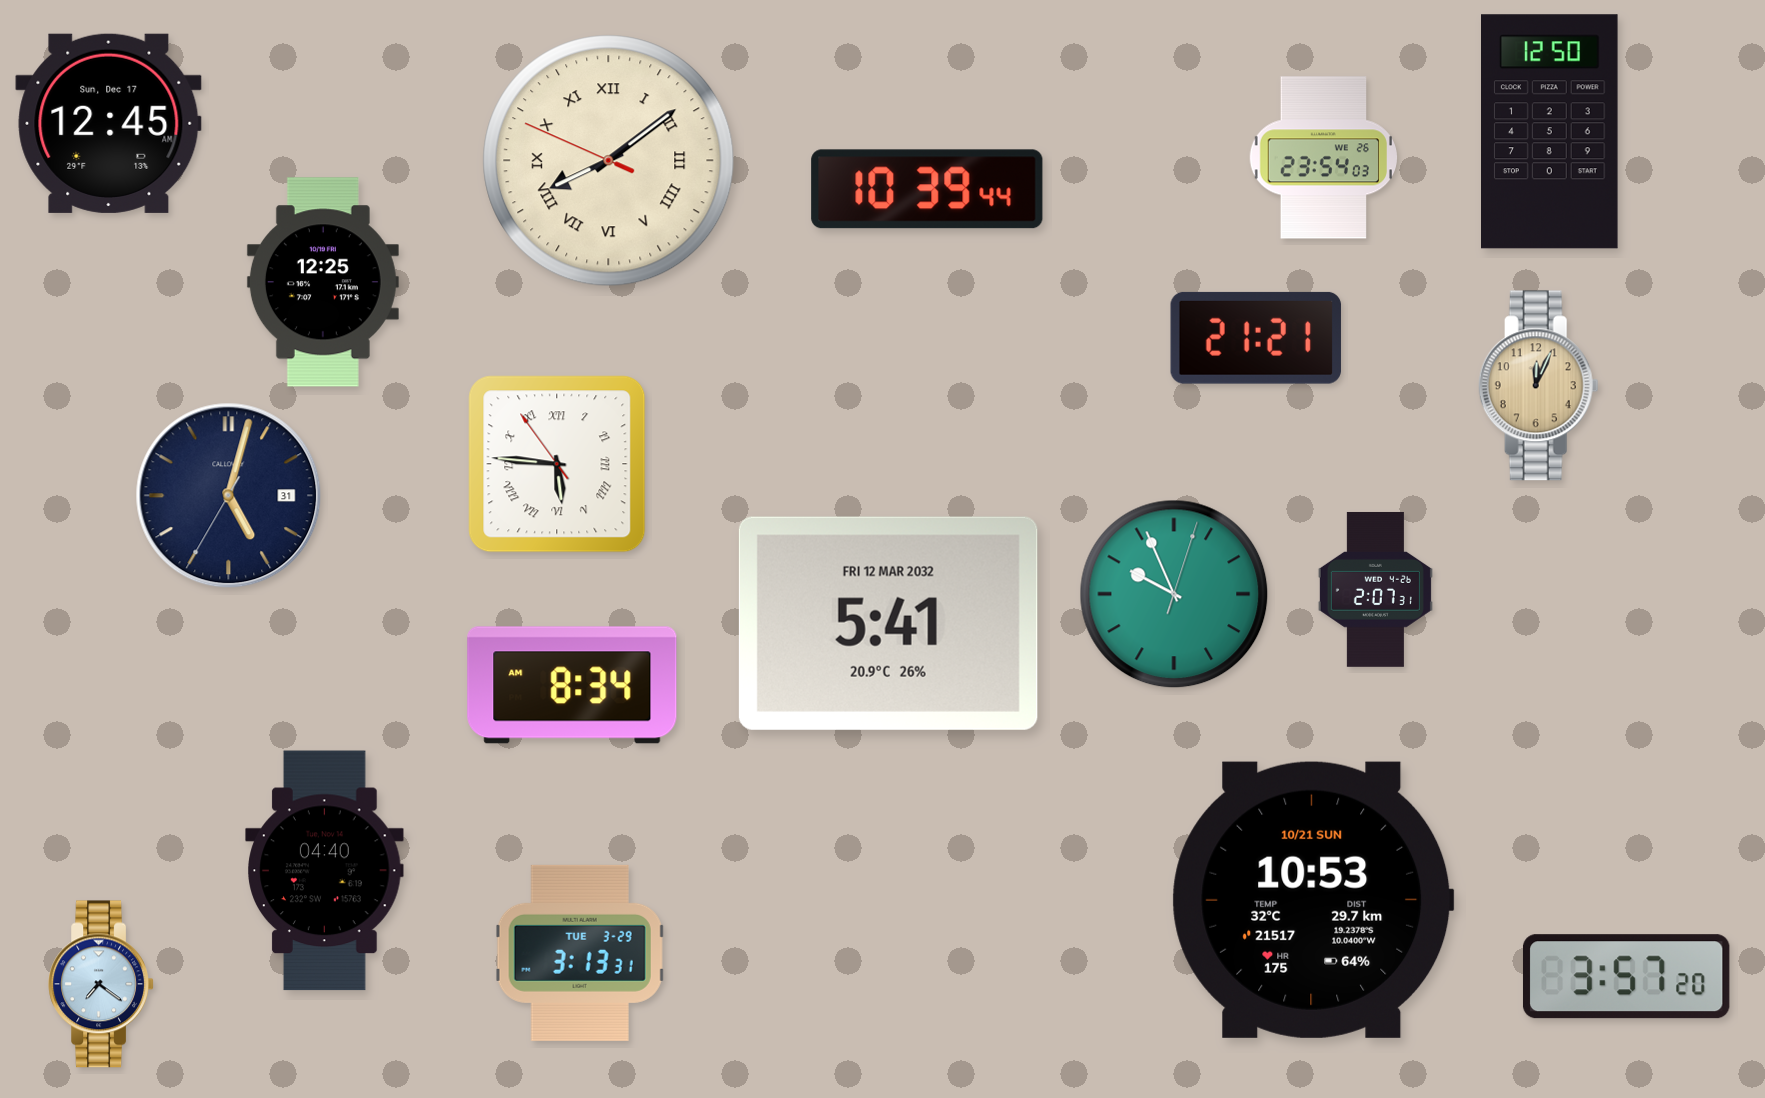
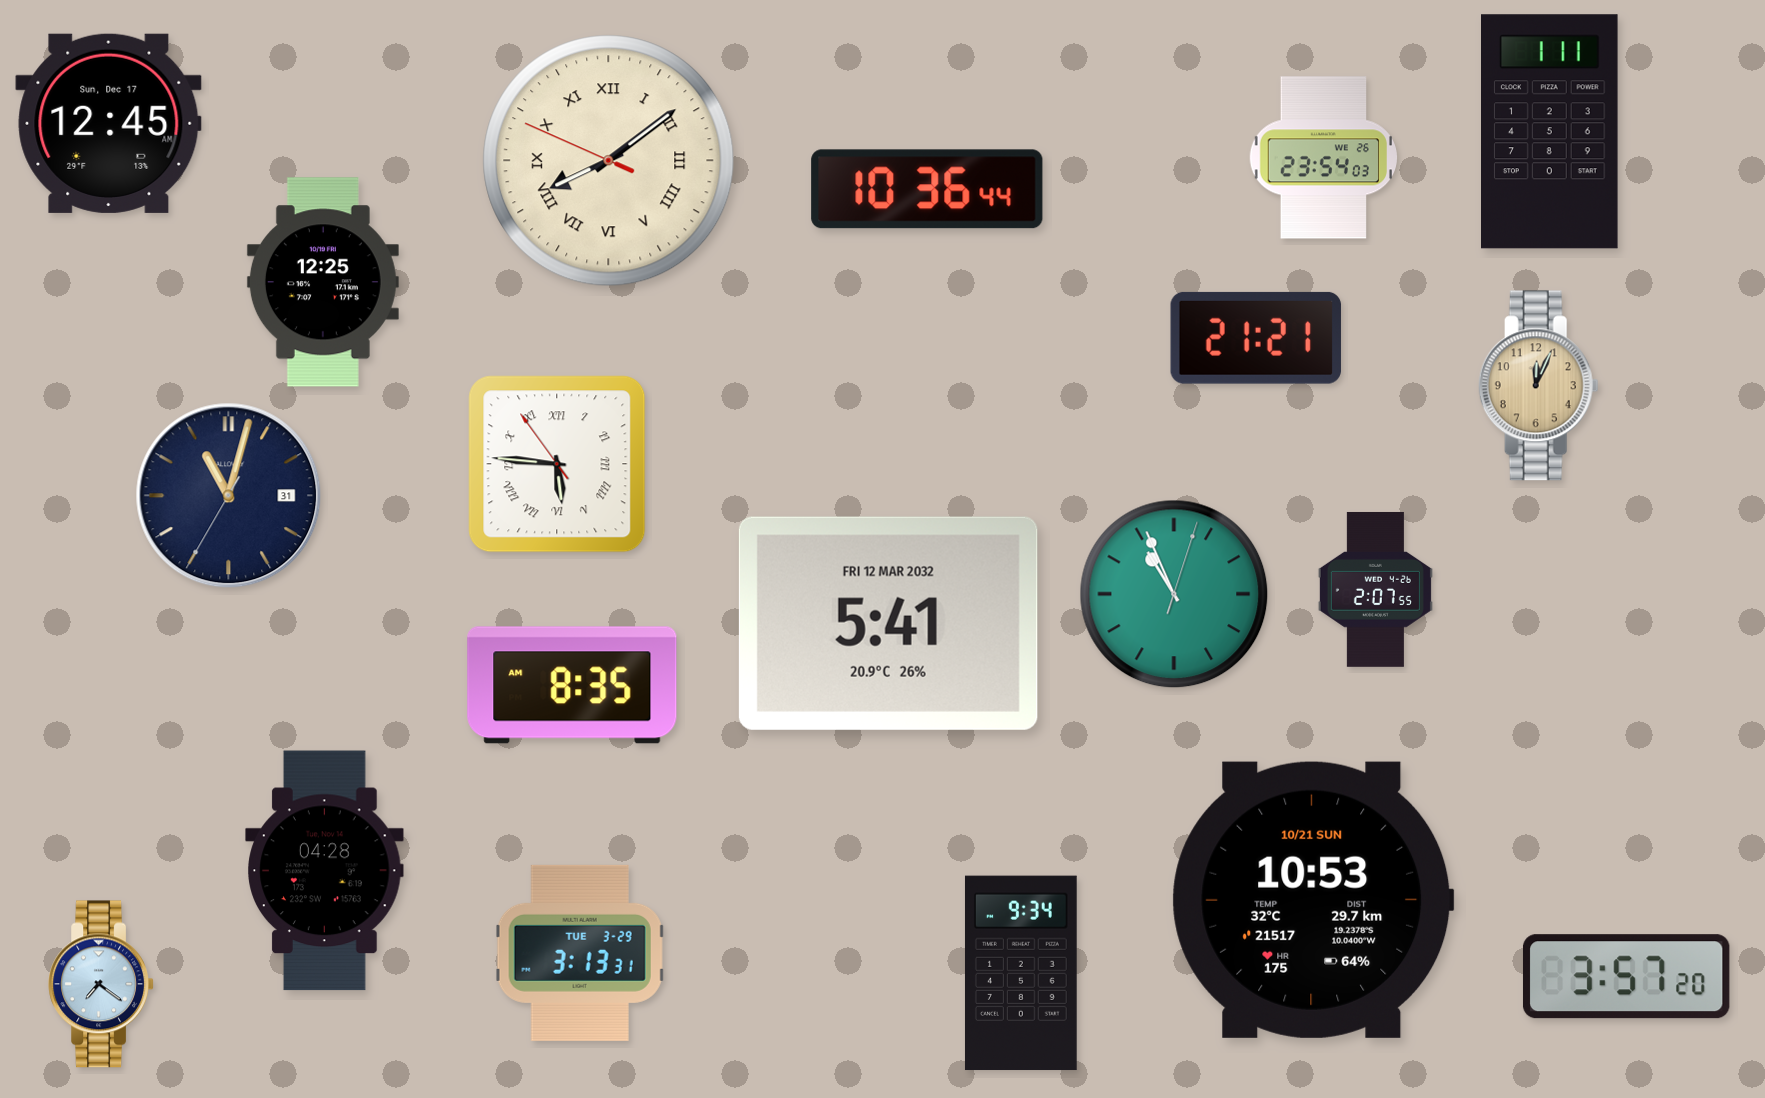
clock at (1550, 132): 12:50 -> 1:11
clock at (927, 189): 10:39 -> 10:36
clock at (229, 496): 5:02 -> 11:02
clock at (1375, 589): 2:07:31 -> 2:07:55
clock at (1174, 594): 9:56 -> 10:56
clock at (572, 685): 8:34 -> 8:35
clock at (325, 871): 04:40 -> 04:28
clock at (1021, 973): none -> 9:34
